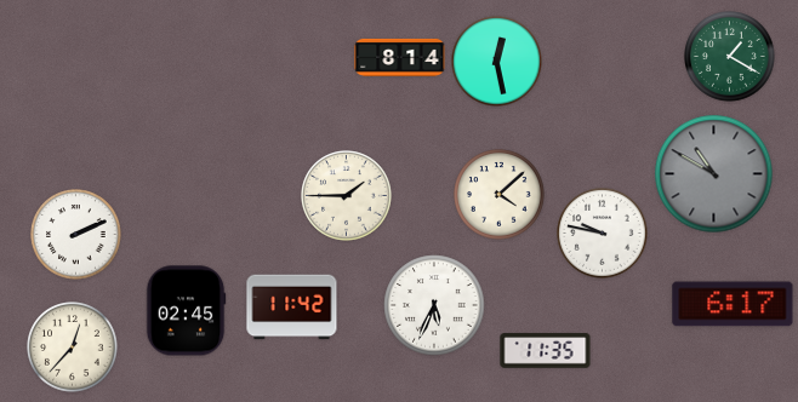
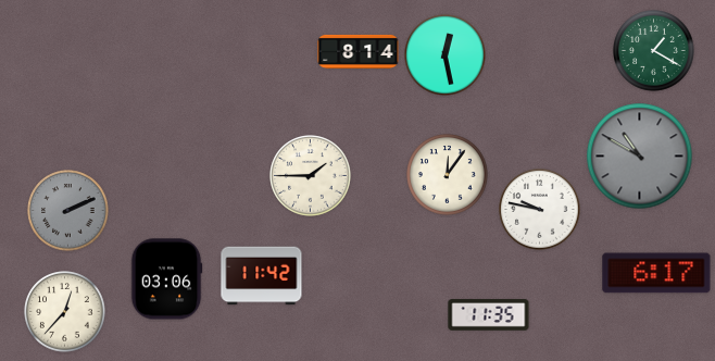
clock at (500, 195): 4:08 -> 12:06
clock at (76, 235) dial: white -> grey
clock at (434, 305): 5:34 -> none
clock at (186, 311): 02:45 -> 03:06
